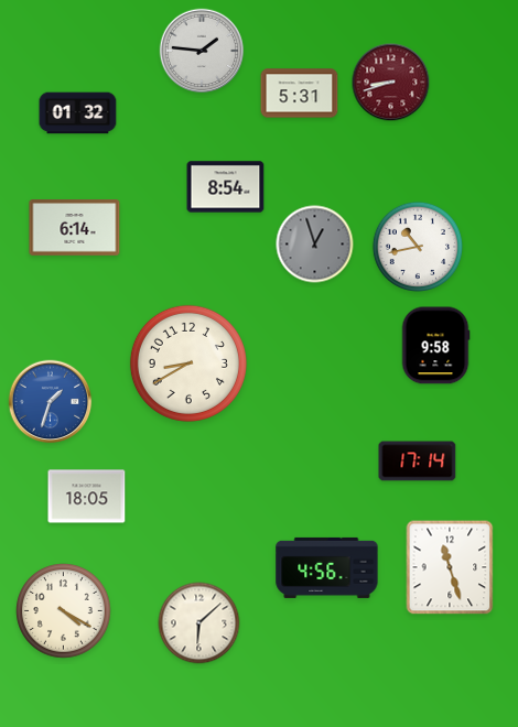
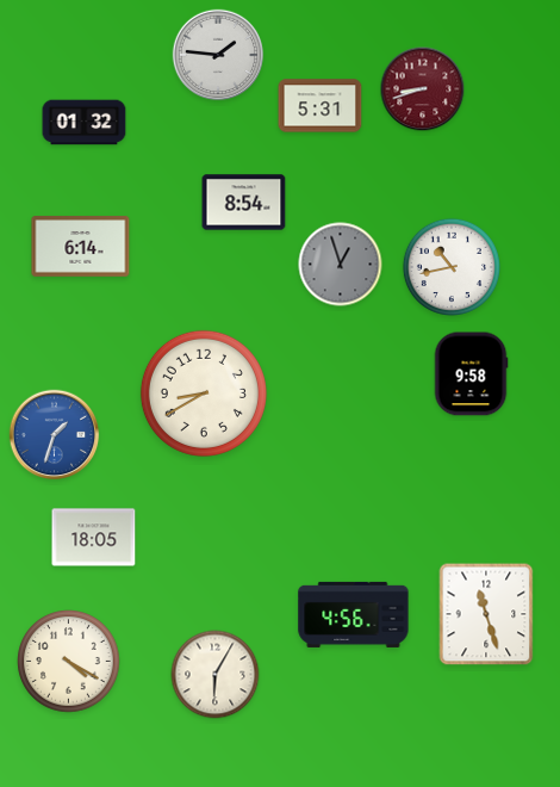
clock at (300, 94) position: (300, 94) -> (321, 106)
clock at (418, 462): 17:14 -> none
clock at (199, 623): 6:08 -> 6:05
